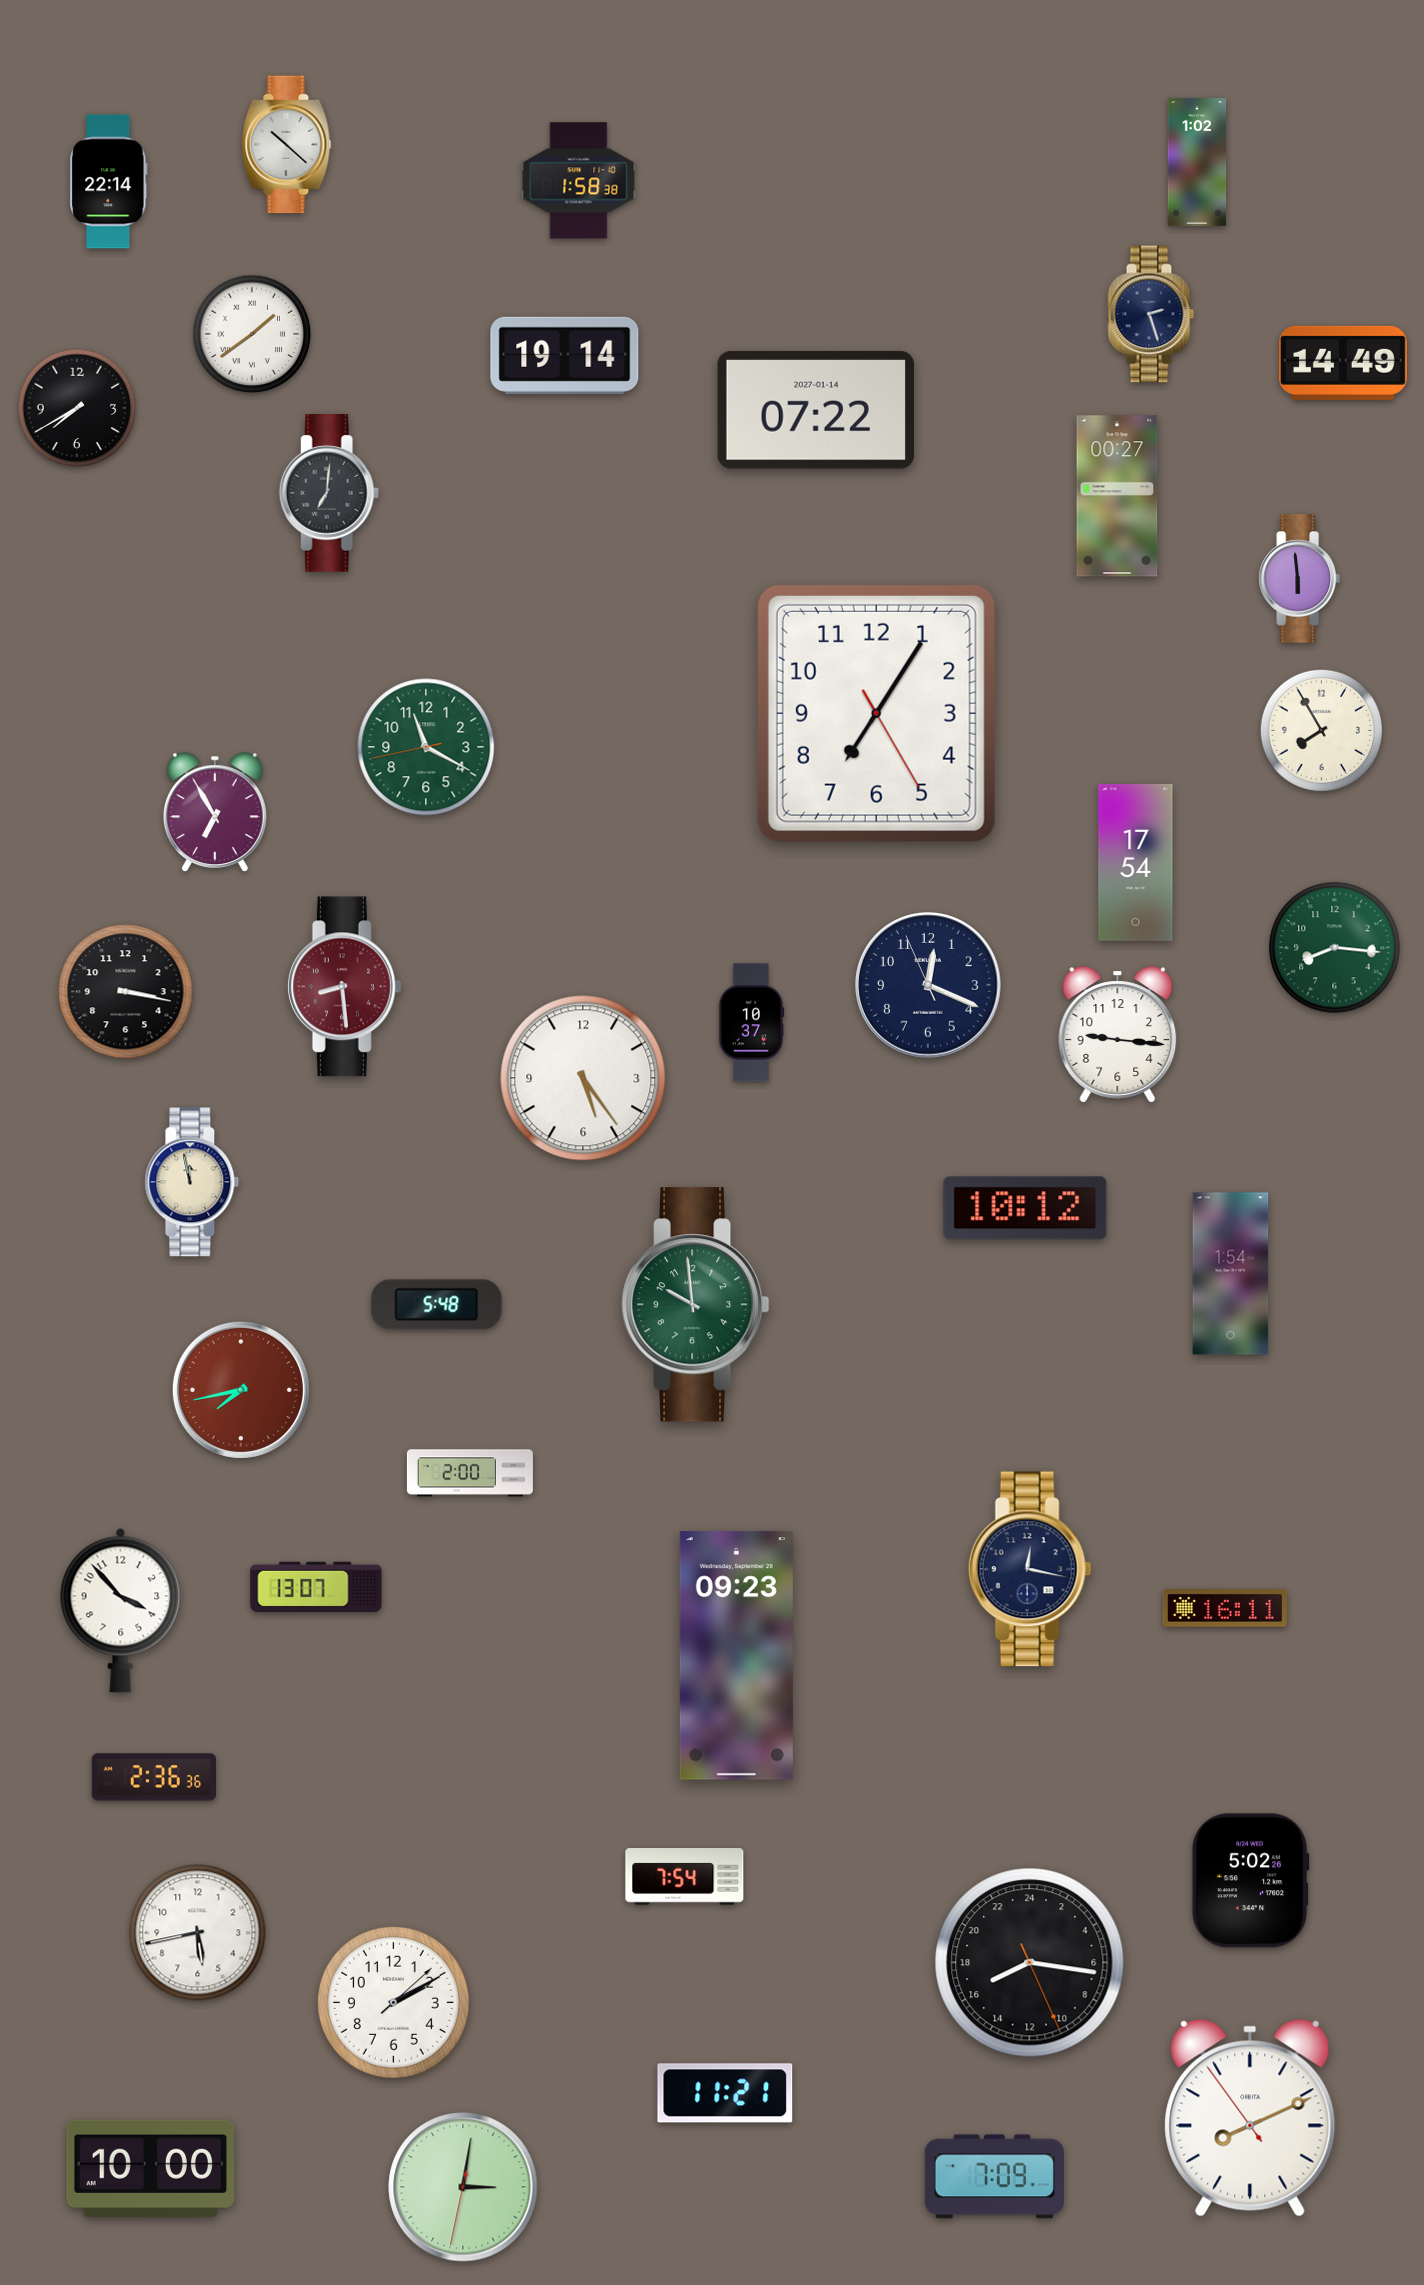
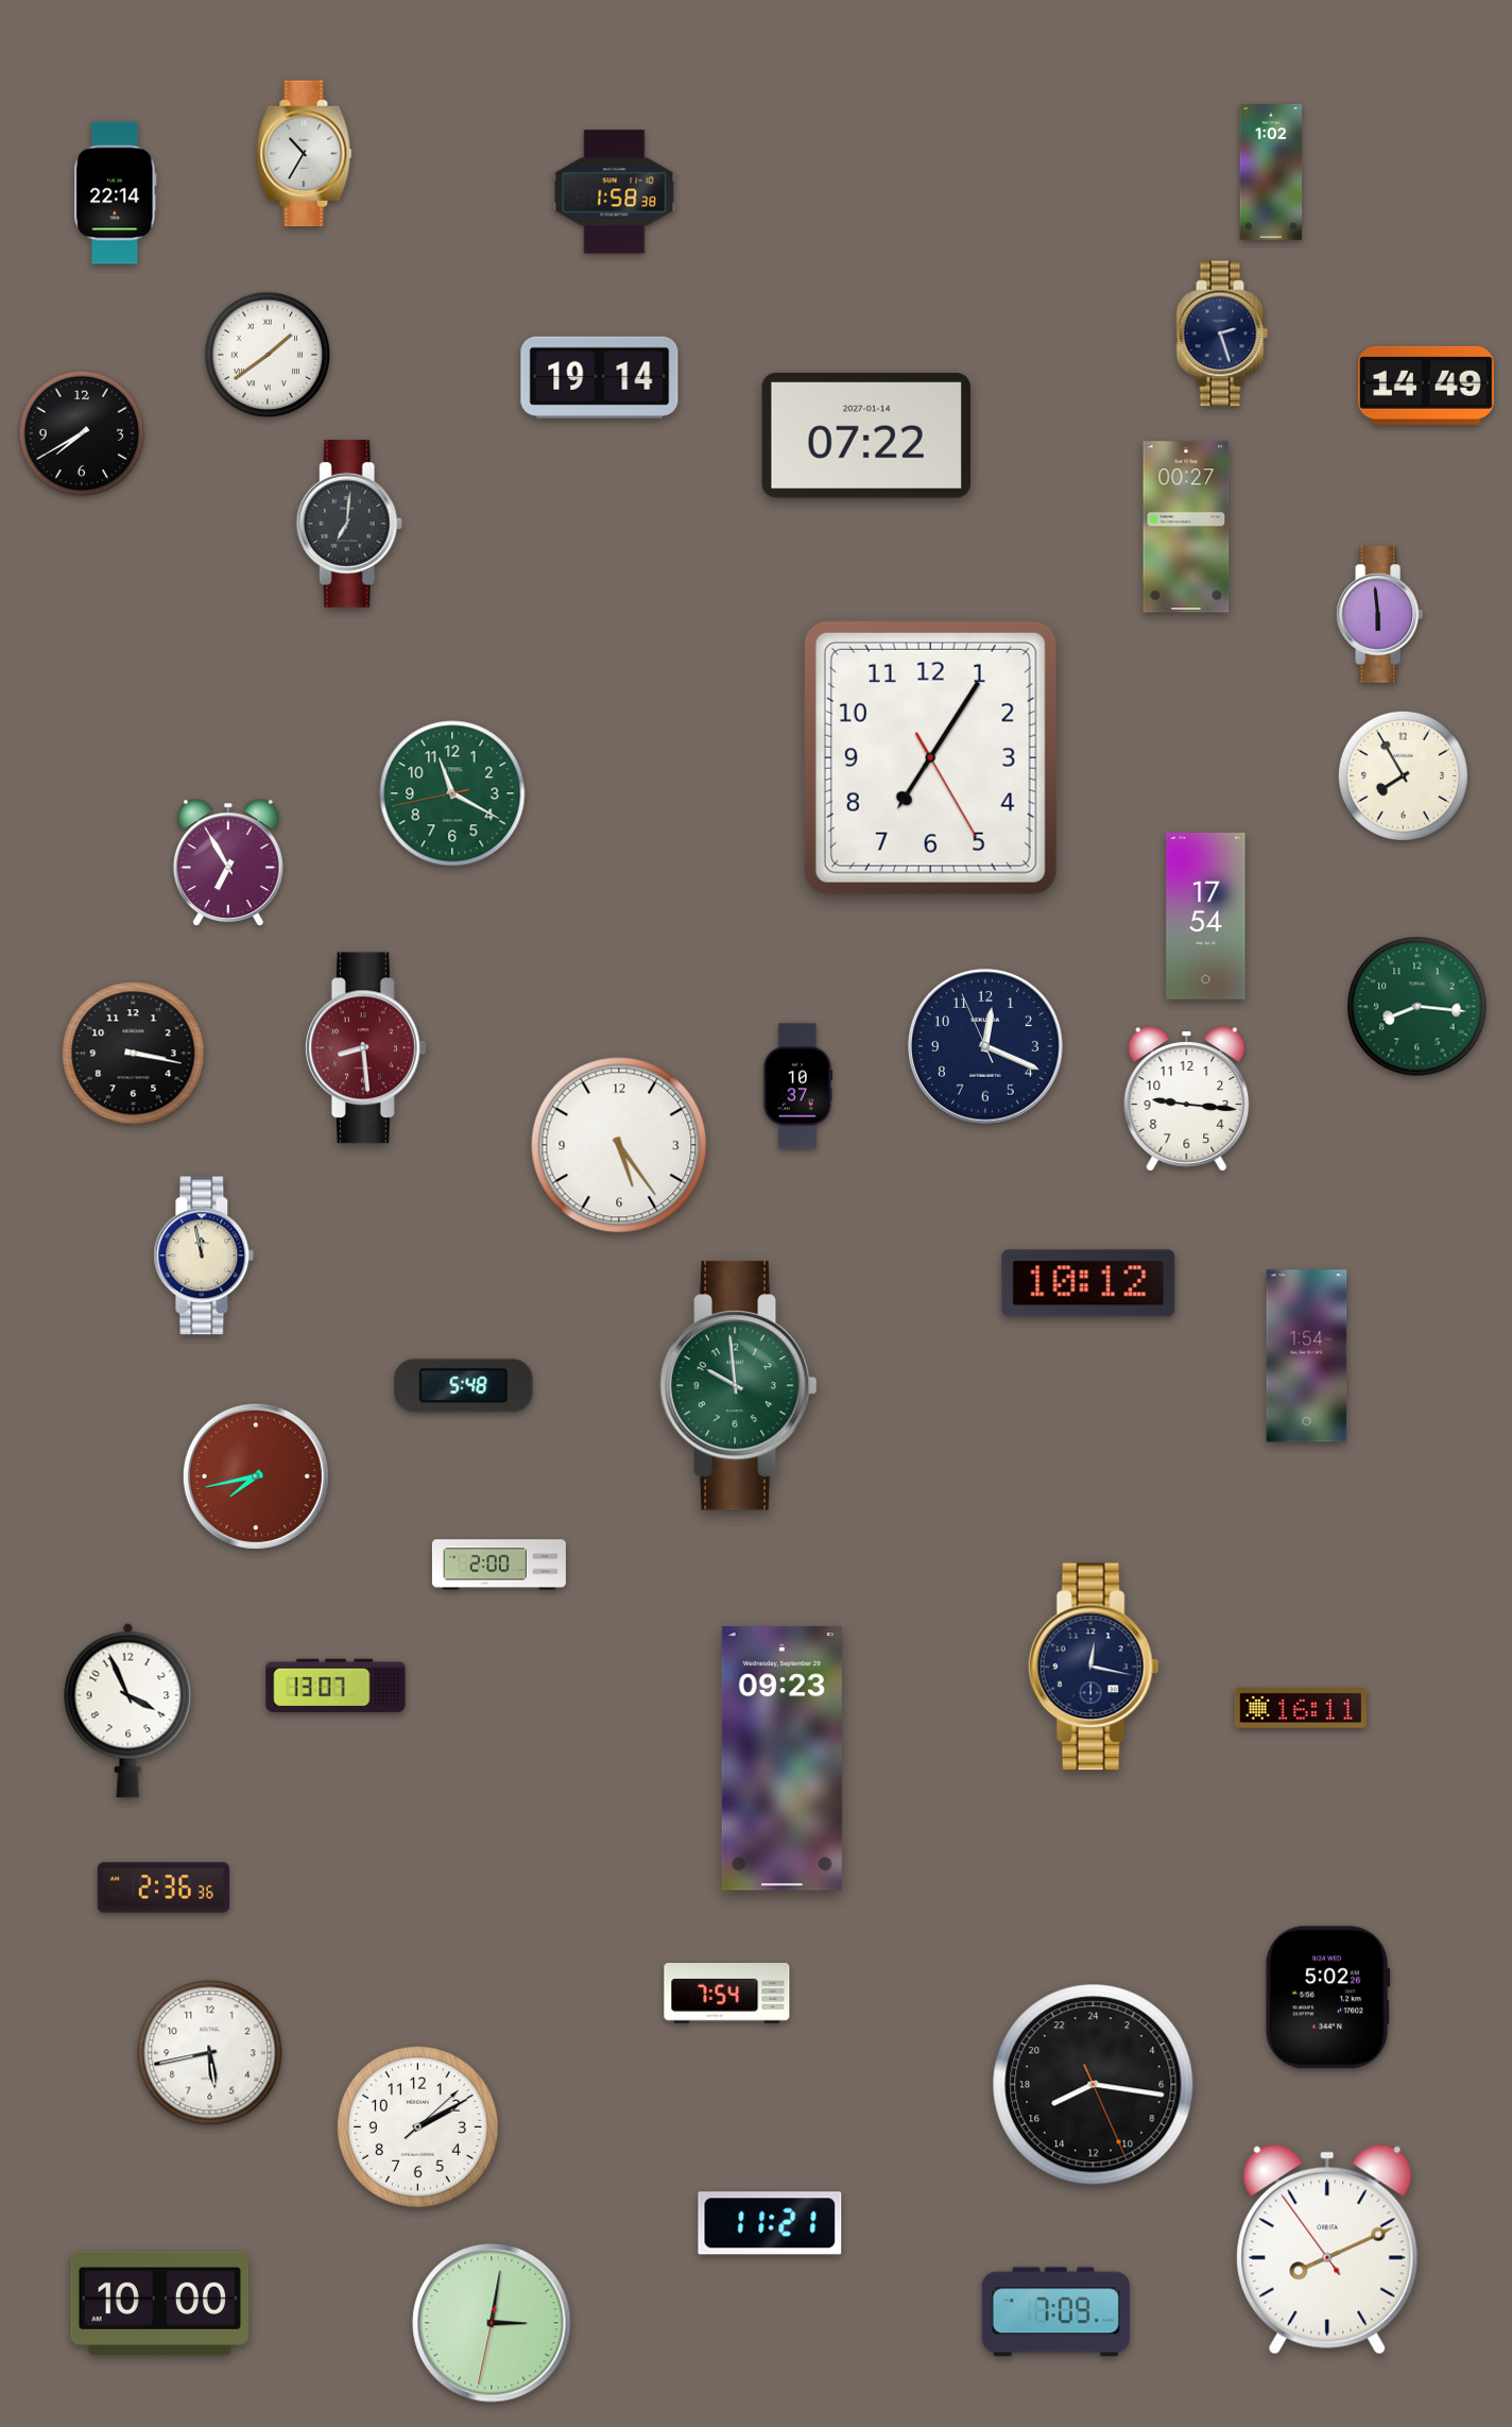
clock at (287, 145): 10:22 -> 10:35
clock at (1231, 1274) position: (1231, 1274) -> (1307, 1356)
clock at (121, 1610): 3:53 -> 3:56
